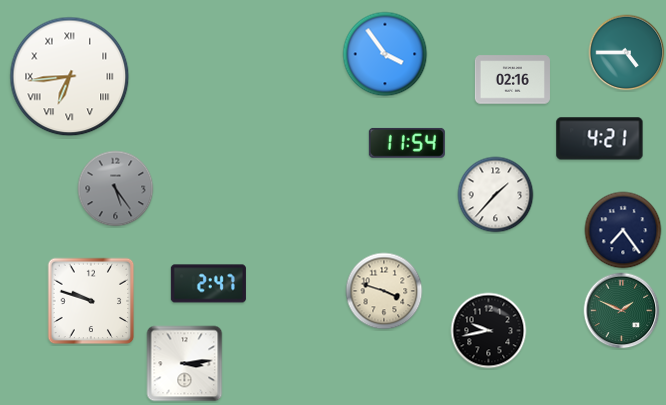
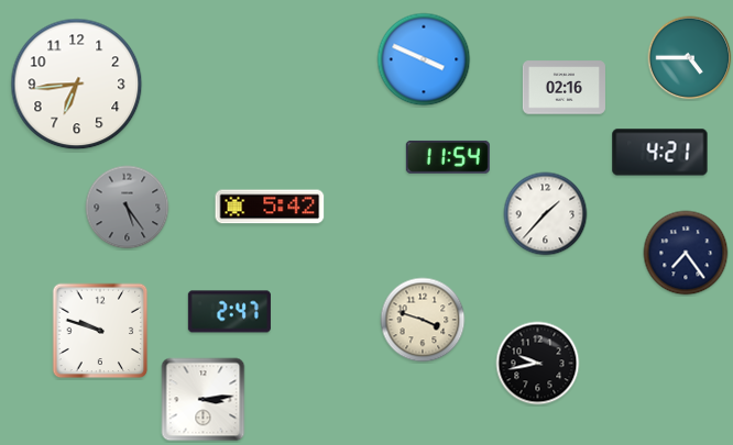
clock at (385, 54): 3:54 -> 3:49
clock at (70, 77) numerals: Roman -> Arabic
clock at (270, 207): none -> 5:42
clock at (622, 311): 1:49 -> none
